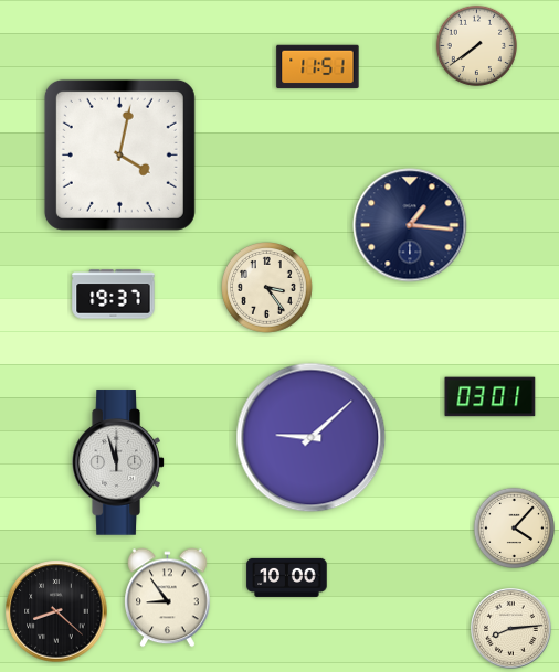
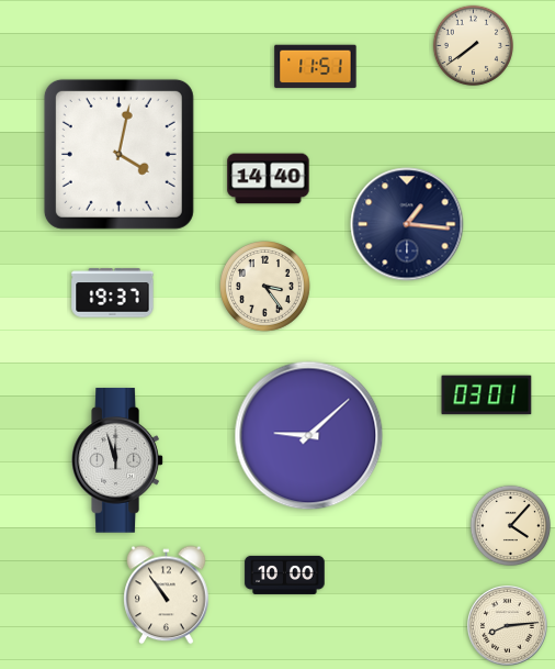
clock at (269, 179): none -> 14:40
clock at (168, 598): 8:54 -> 10:54
clock at (56, 611): 8:22 -> none
